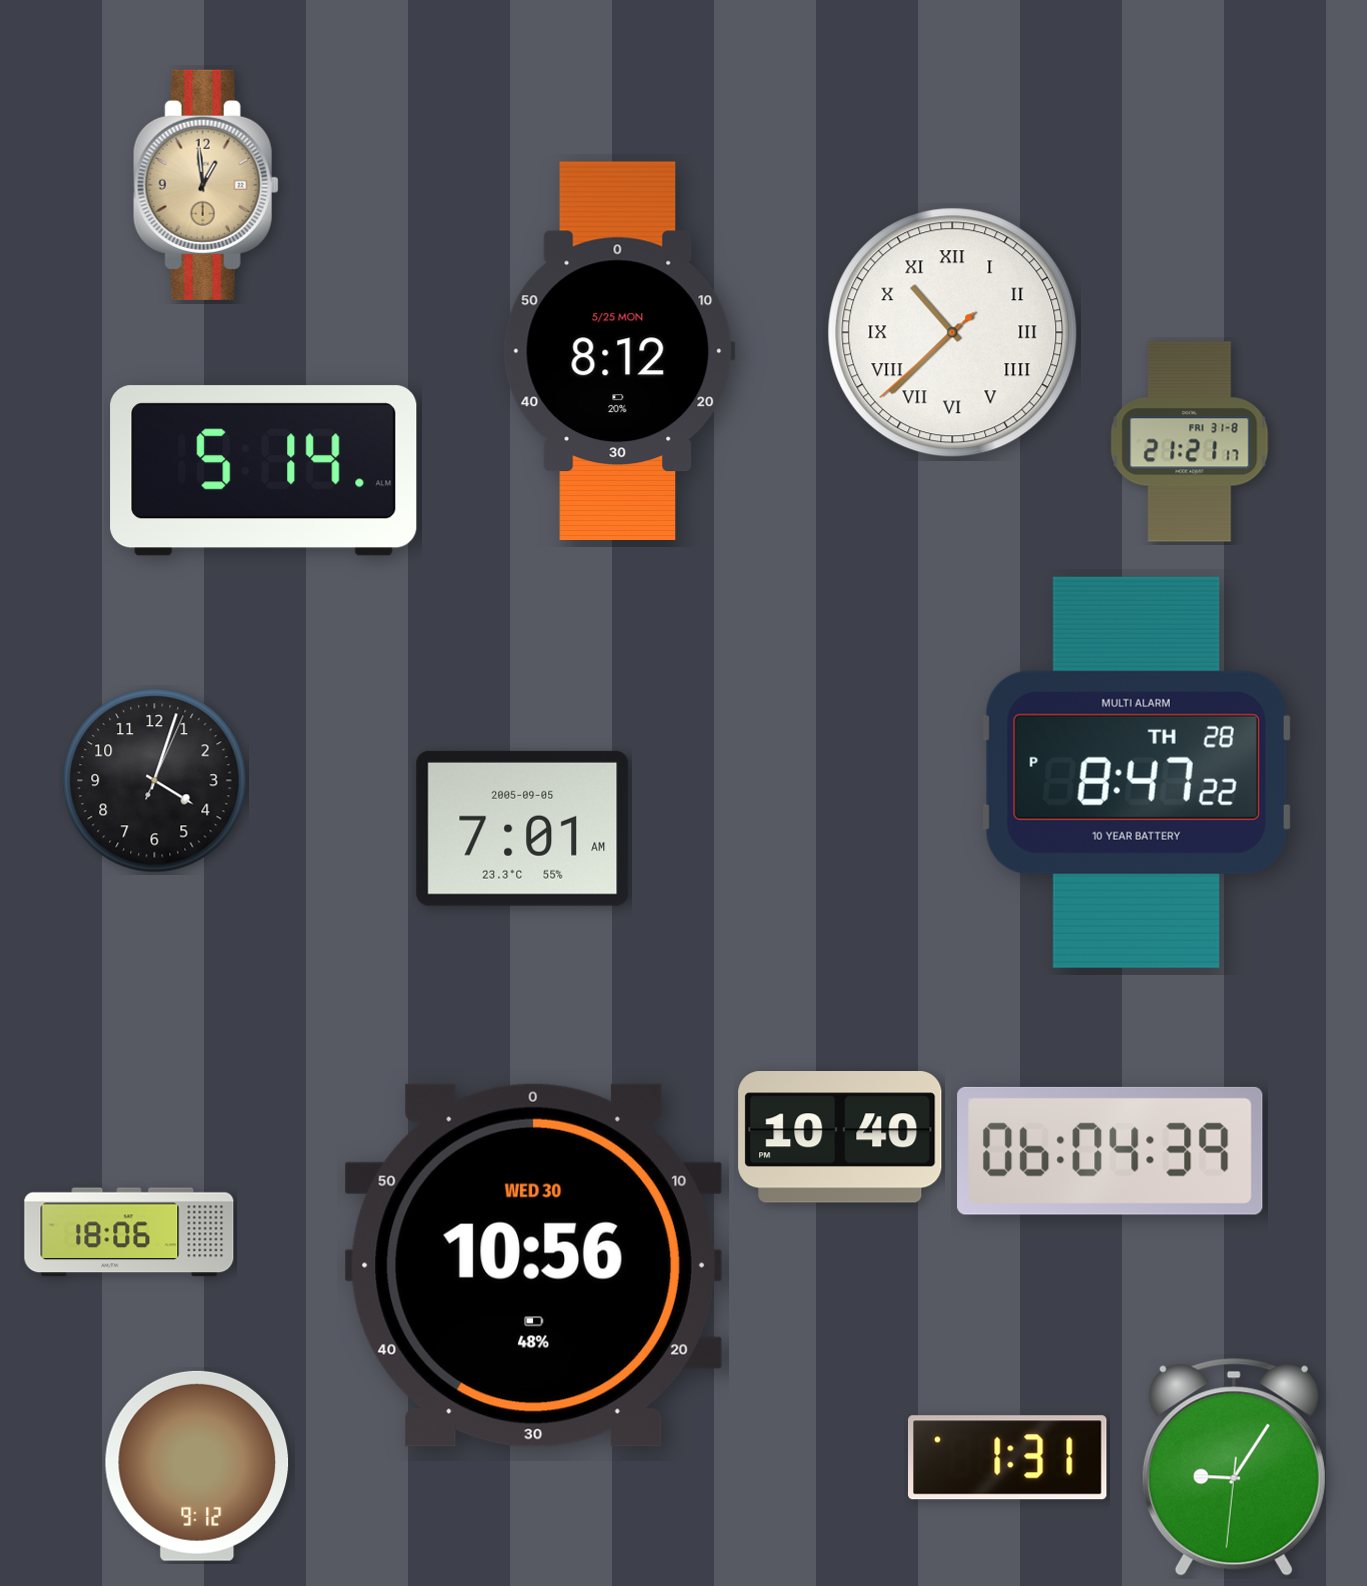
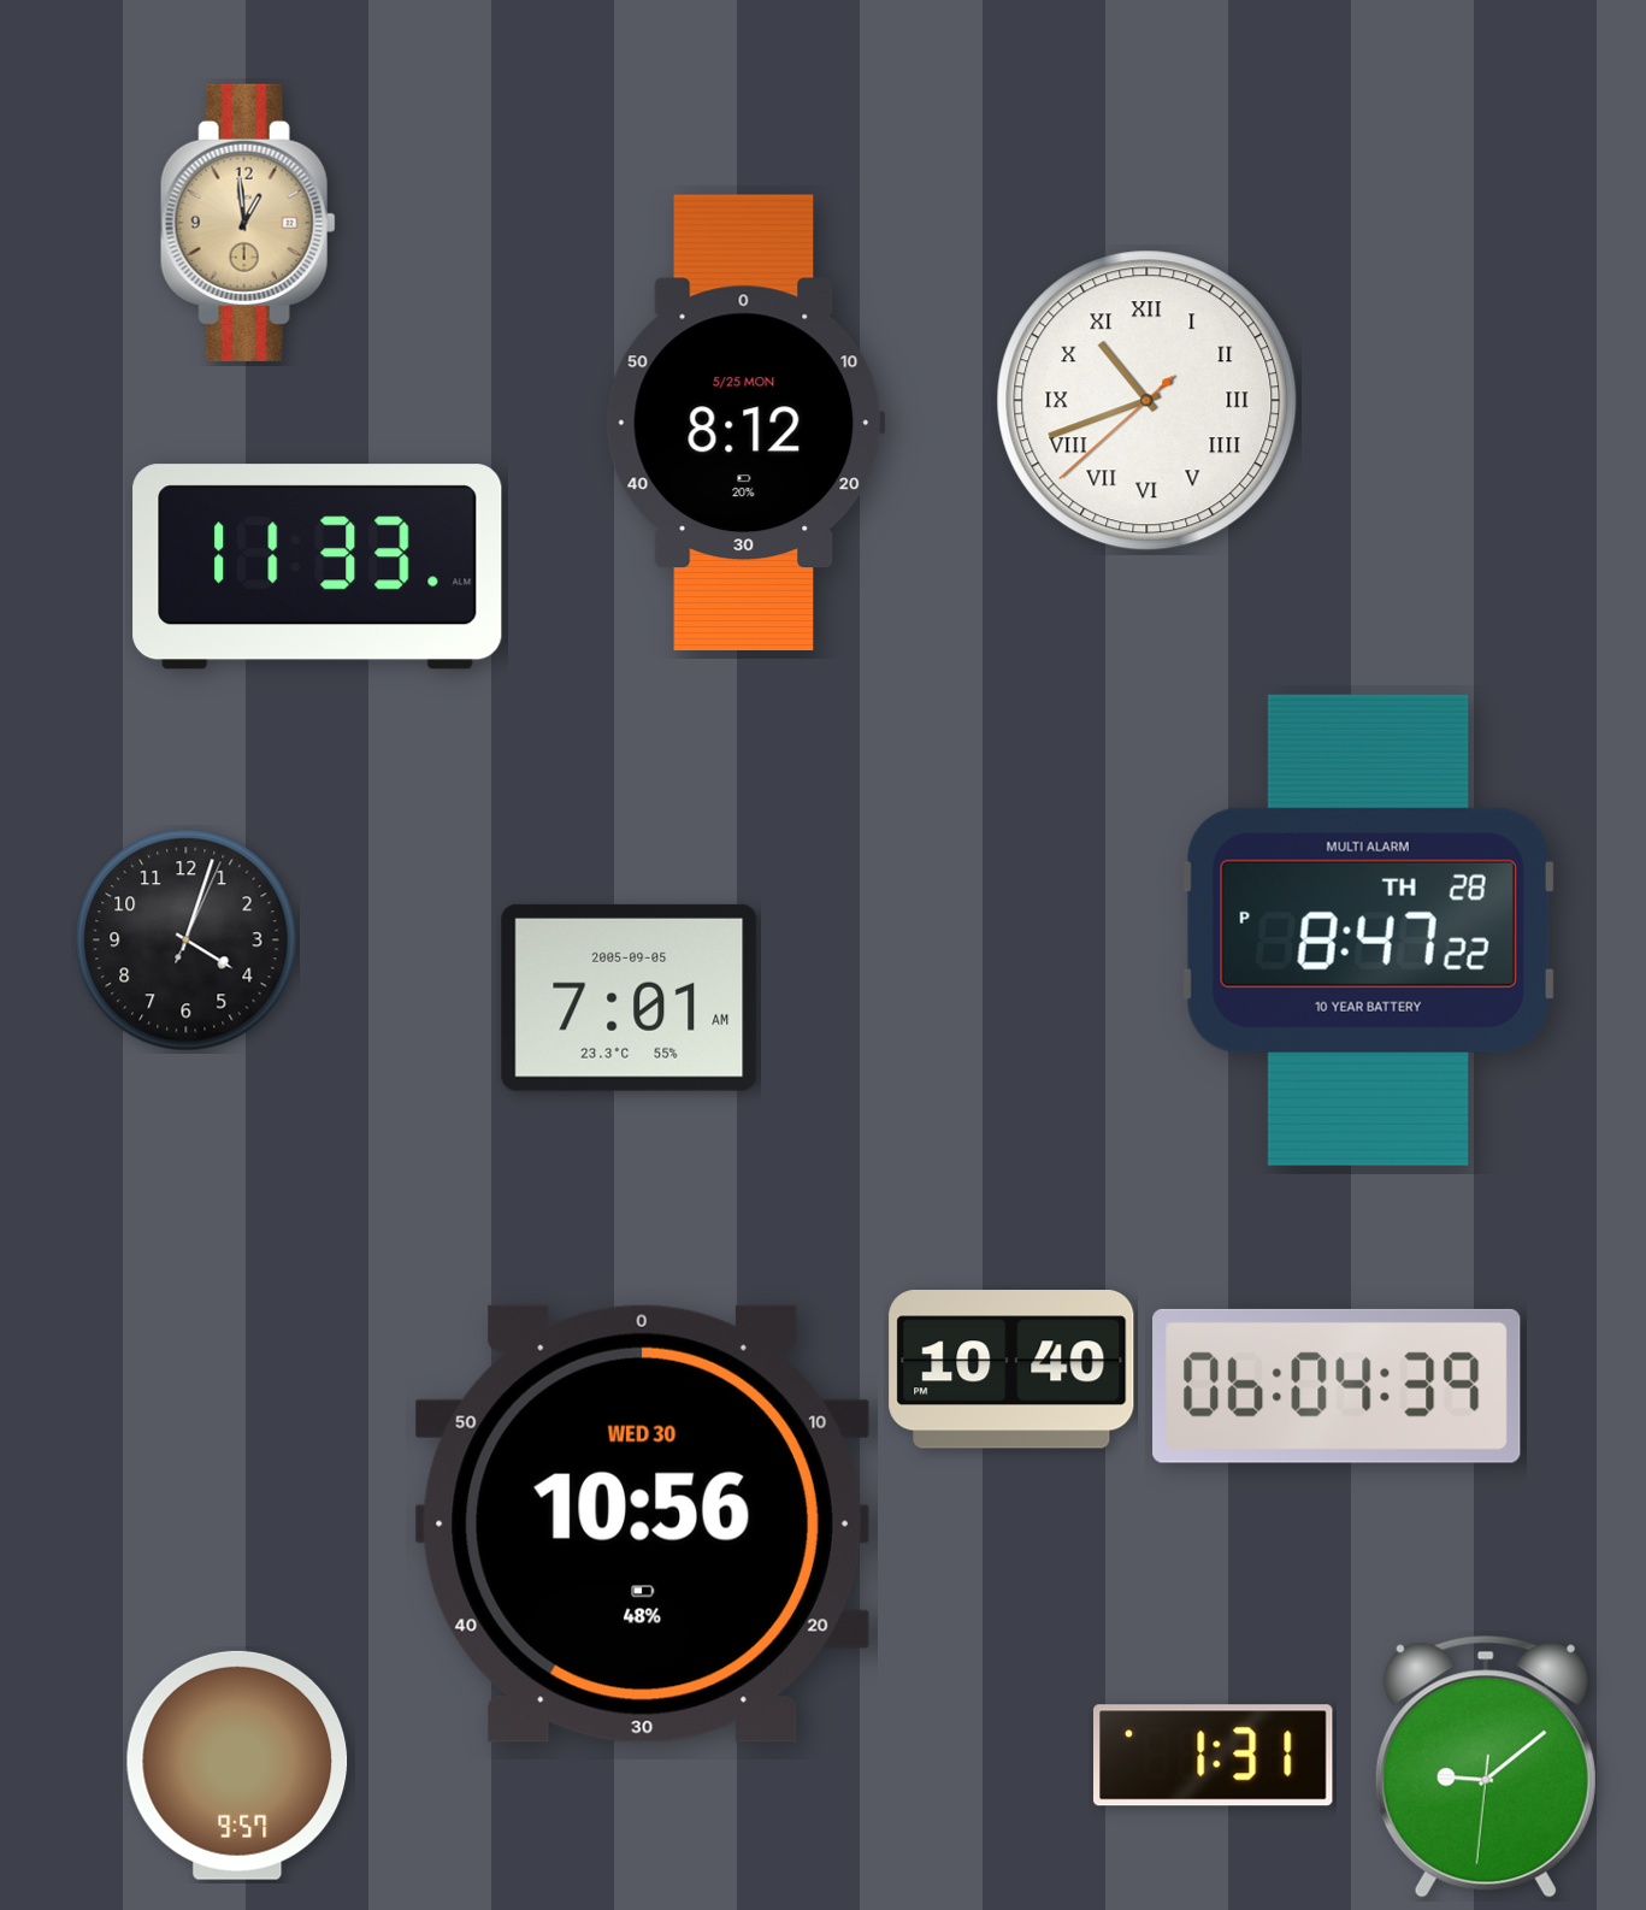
clock at (953, 333): 10:37 -> 10:41
clock at (1190, 442): 21:21 -> none
clock at (264, 471): 5:14 -> 11:33
clock at (129, 1232): 18:06 -> none
clock at (197, 1466): 9:12 -> 9:57
clock at (1234, 1467): 9:05 -> 9:08
